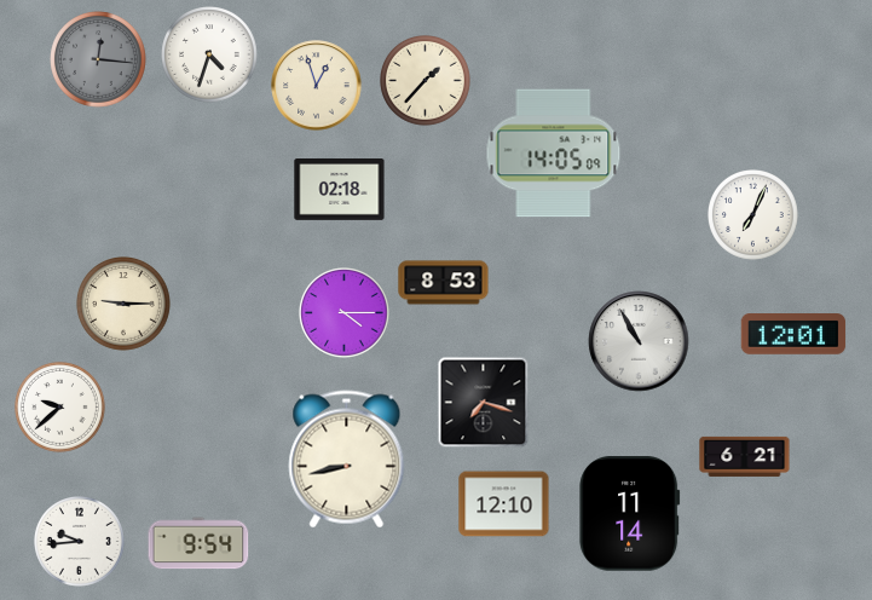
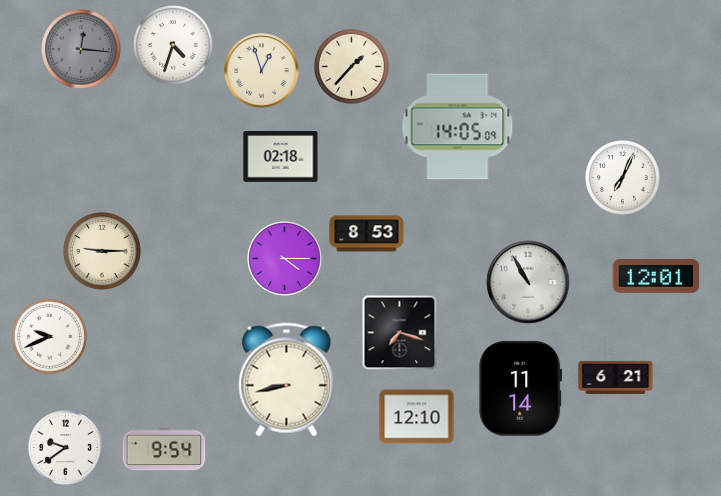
clock at (60, 408): 9:38 -> 9:41
clock at (630, 514) position: (630, 514) -> (521, 389)
clock at (80, 542): 9:44 -> 9:39
